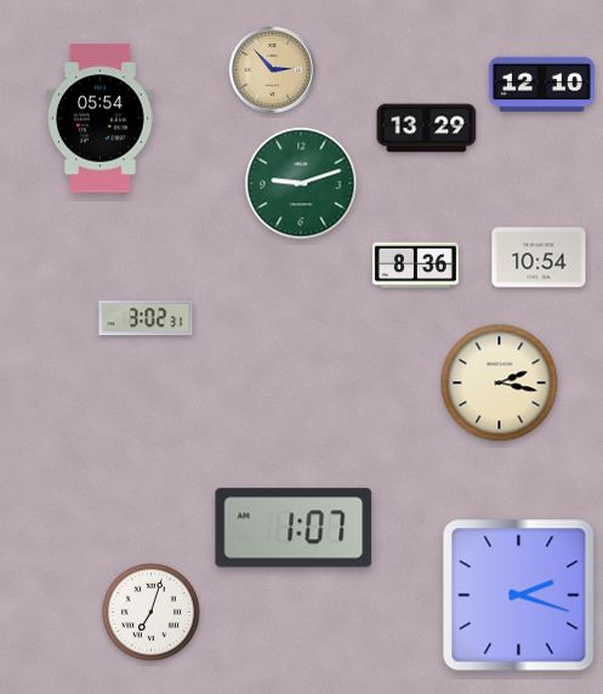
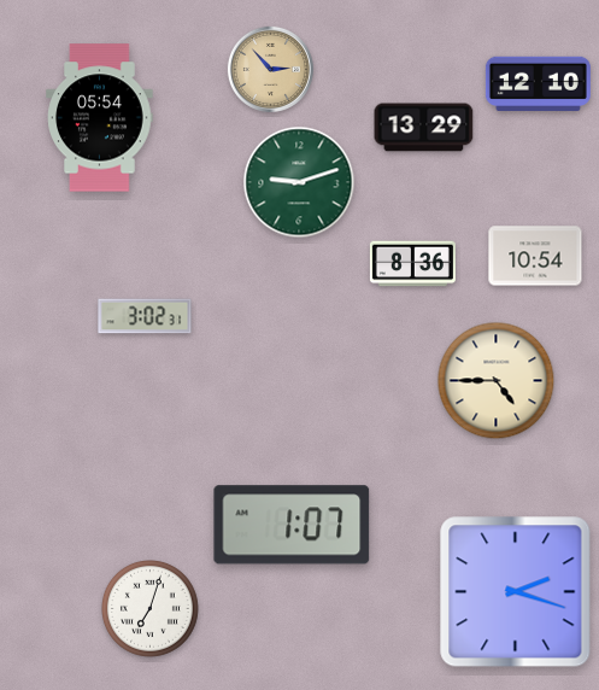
clock at (500, 383): 2:17 -> 4:45
